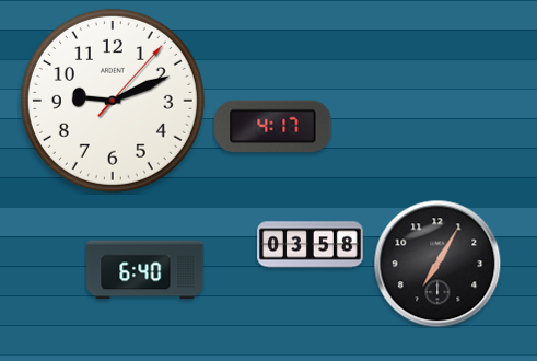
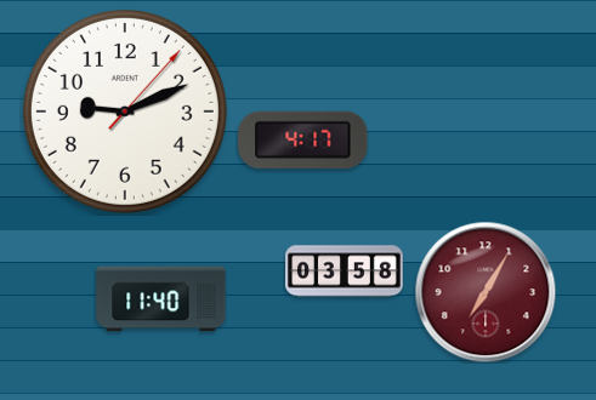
clock at (437, 264) dial: black -> burgundy
clock at (145, 270): 6:40 -> 11:40
